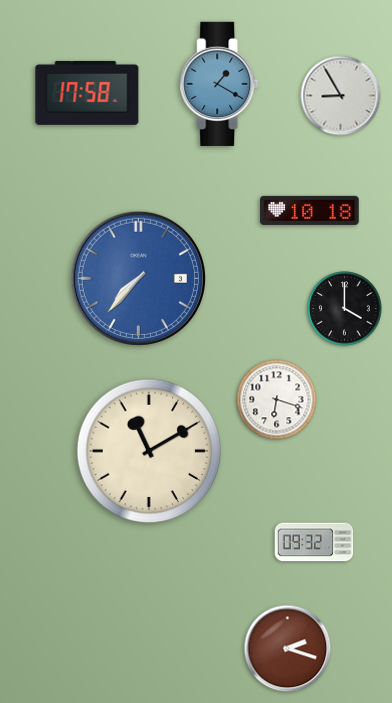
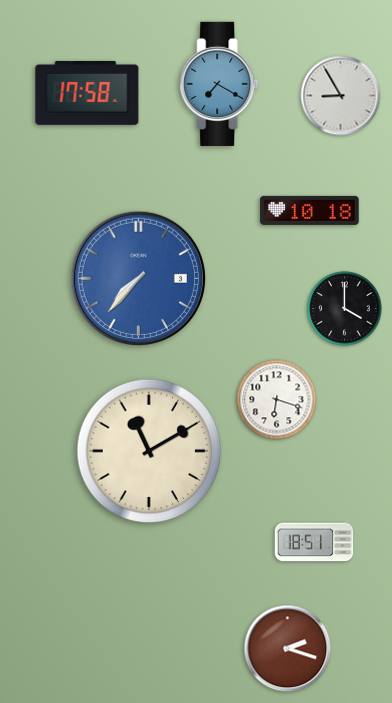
clock at (219, 84): 1:20 -> 7:20
clock at (314, 542): 09:32 -> 18:51
